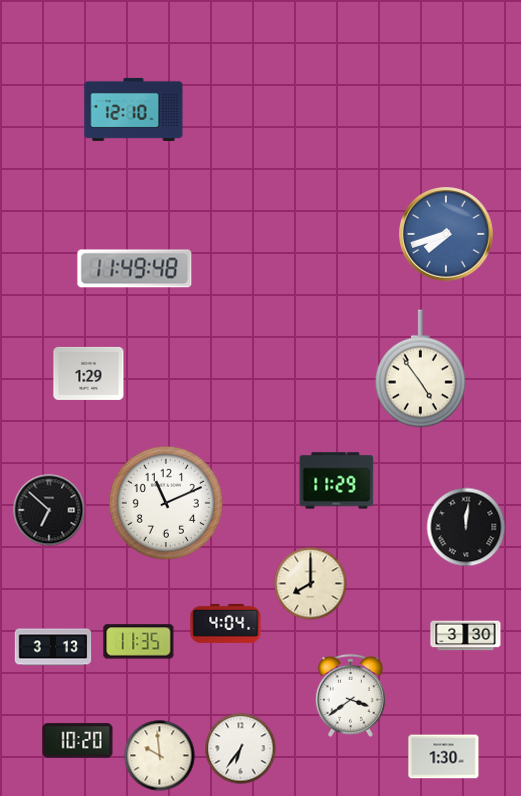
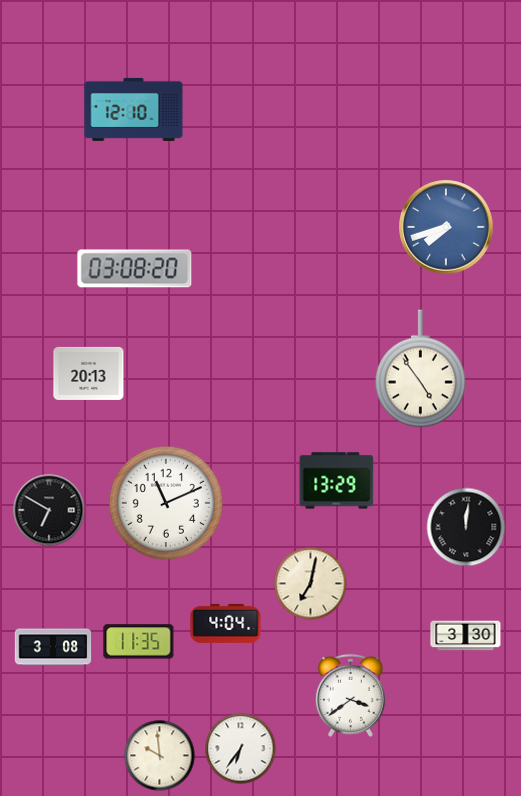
clock at (446, 234) position: (446, 234) -> (446, 227)
clock at (135, 269): 11:49 -> 03:08
clock at (89, 373): 1:29 -> 20:13
clock at (337, 481): 11:29 -> 13:29
clock at (49, 510): 6:52 -> 6:50
clock at (311, 584): 8:00 -> 7:02
clock at (53, 647): 3:13 -> 3:08
clock at (78, 741): 10:20 -> none
clock at (444, 757): 1:30 -> none
